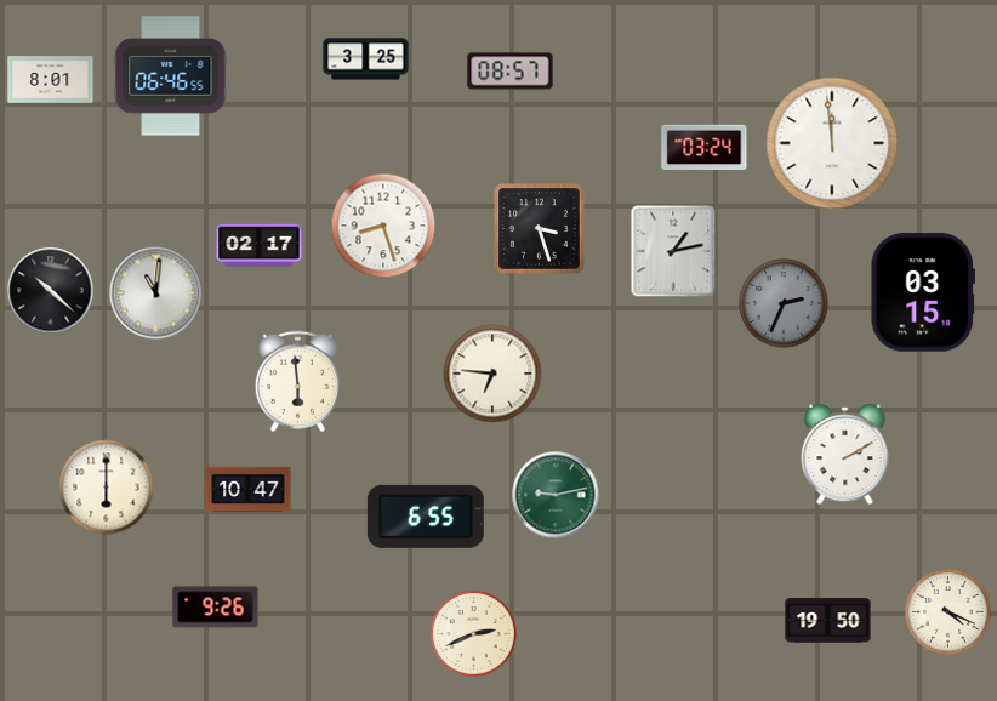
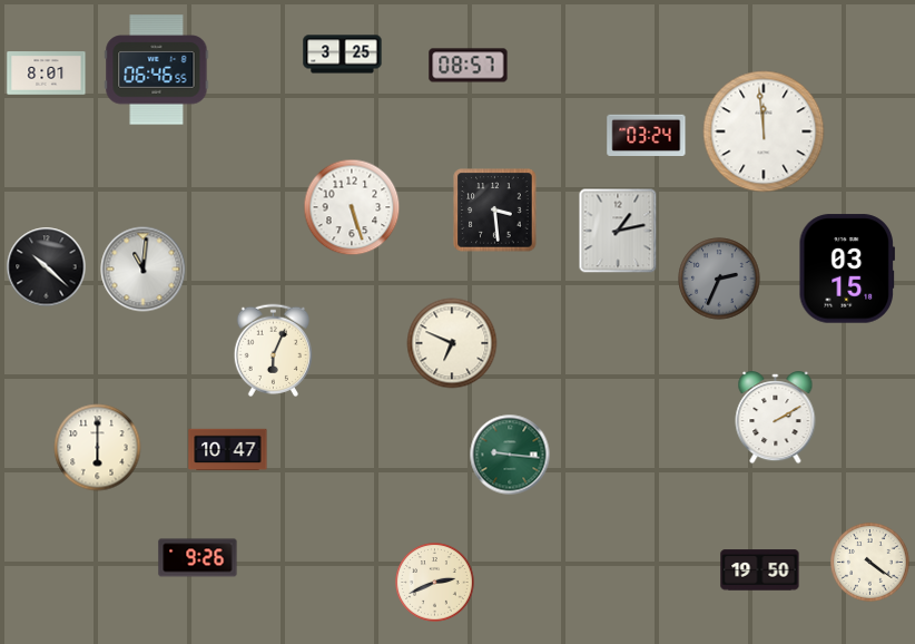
clock at (366, 59) position: (366, 59) -> (343, 55)
clock at (383, 226): 8:27 -> 5:27
clock at (540, 229): 3:27 -> 3:29
clock at (260, 246): 02:17 -> none
clock at (492, 374): 6:46 -> 6:49
clock at (297, 381): 5:59 -> 6:04
clock at (556, 495): 9:13 -> 9:16
clock at (426, 517): 6:55 -> none
clock at (948, 612): 4:19 -> 4:21
